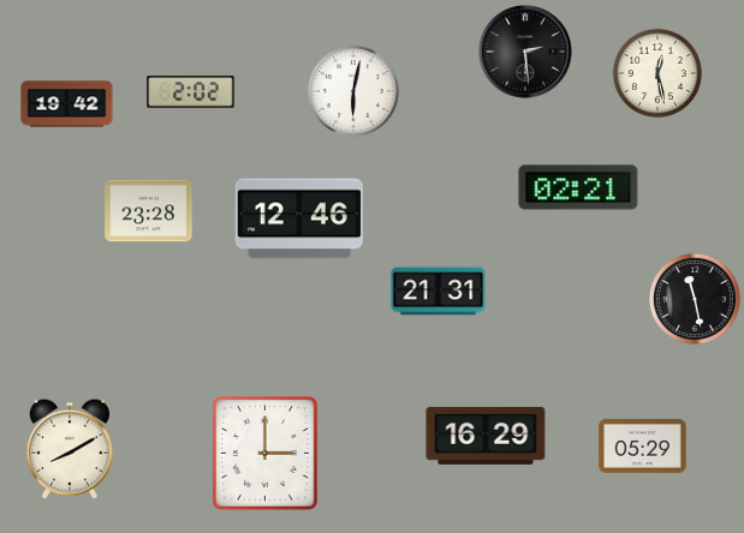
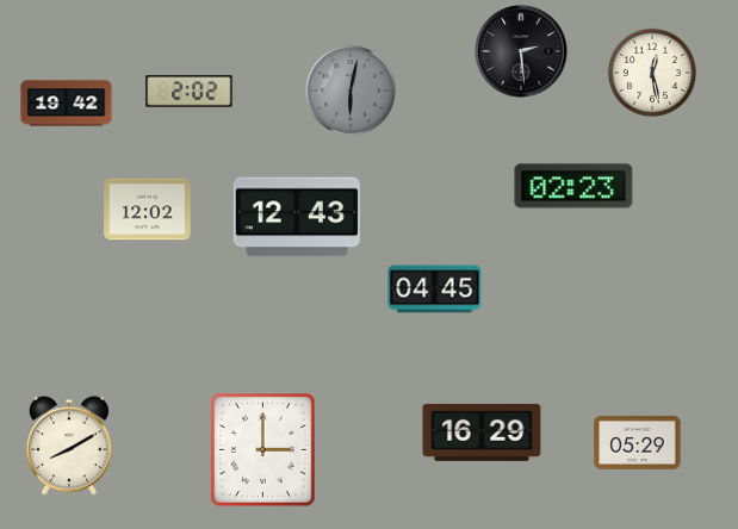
clock at (353, 91) dial: white -> grey
clock at (578, 187): 02:21 -> 02:23
clock at (149, 211): 23:28 -> 12:02
clock at (299, 218): 12:46 -> 12:43
clock at (439, 292): 21:31 -> 04:45
clock at (695, 299): 11:28 -> none
